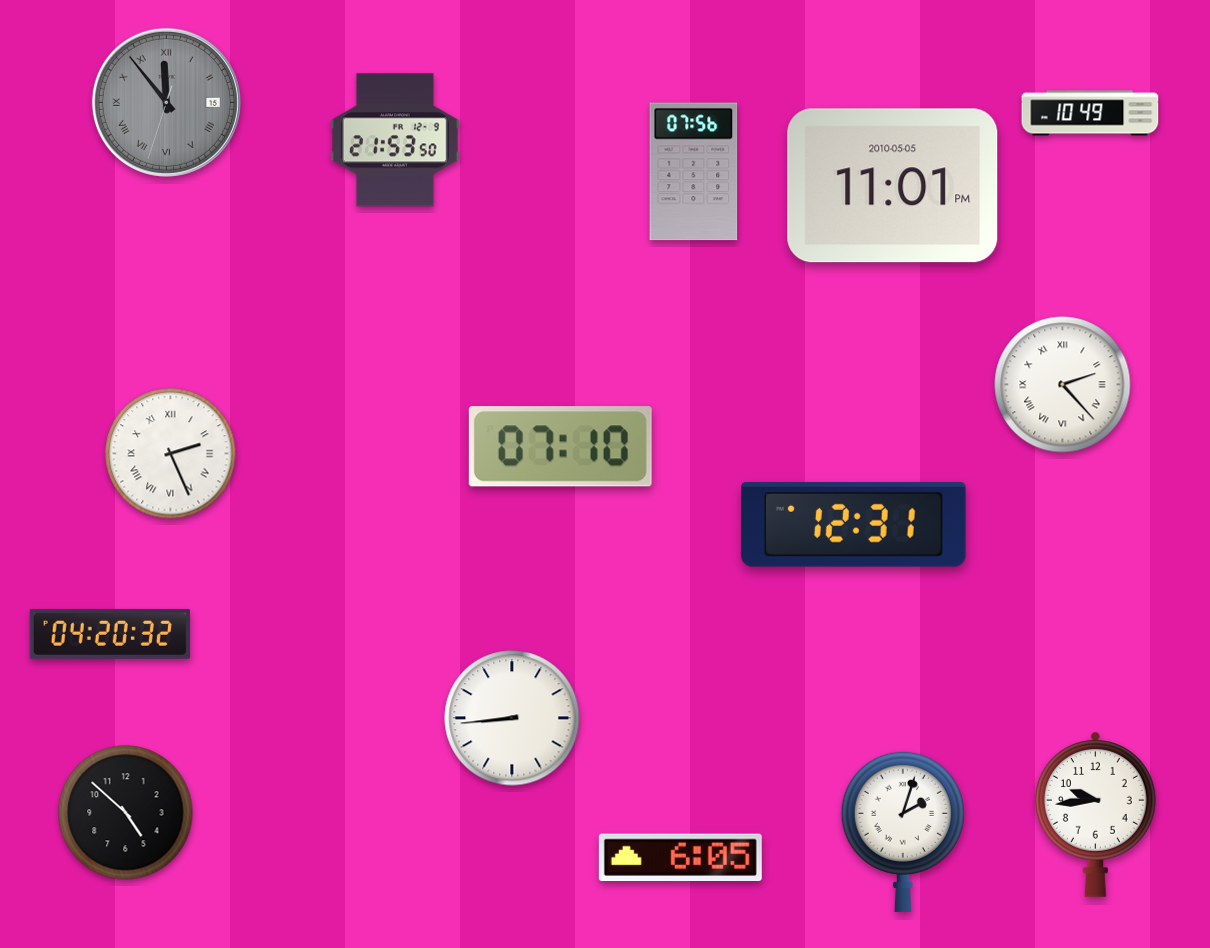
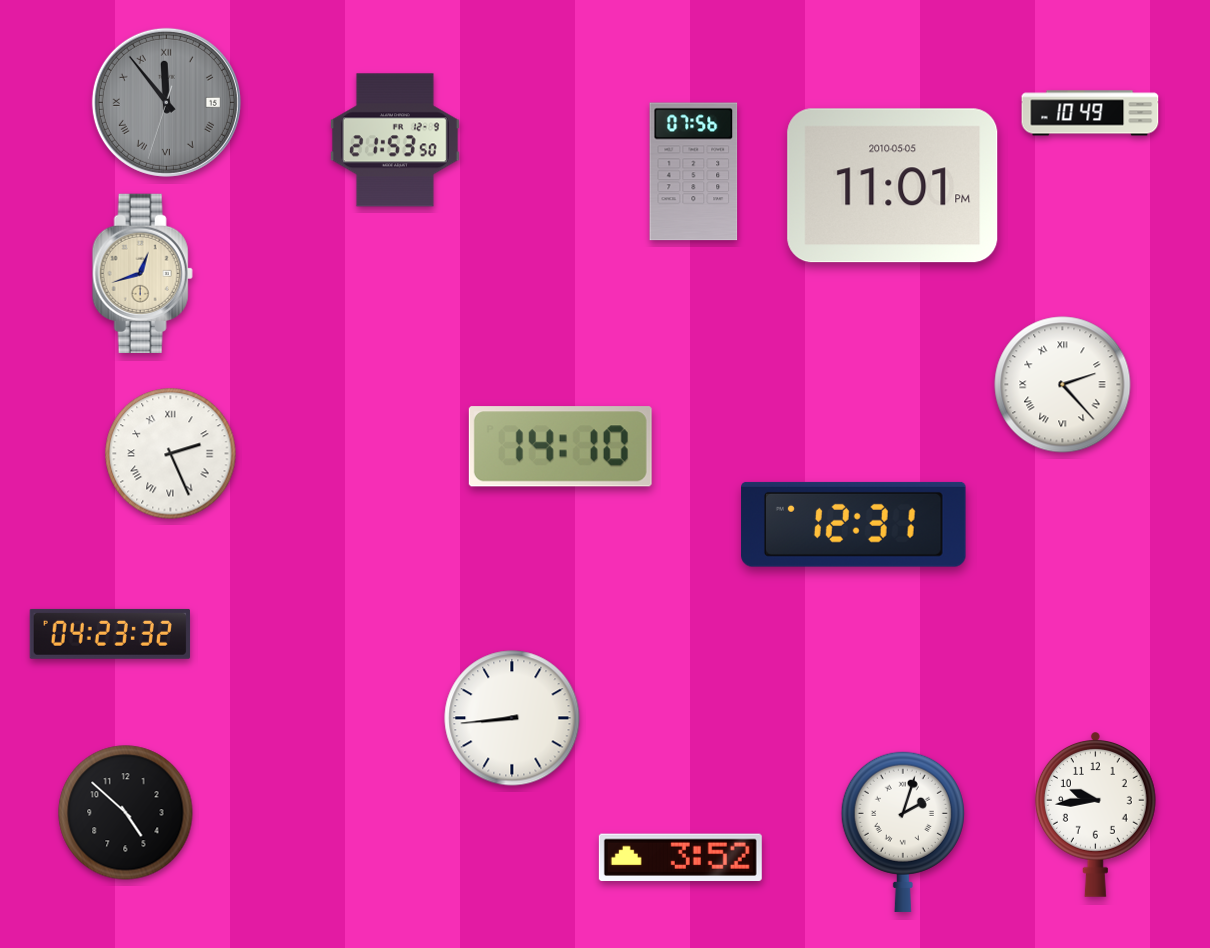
clock at (142, 273): none -> 12:42
clock at (560, 447): 07:10 -> 14:10
clock at (110, 634): 04:20 -> 04:23
clock at (680, 857): 6:05 -> 3:52
